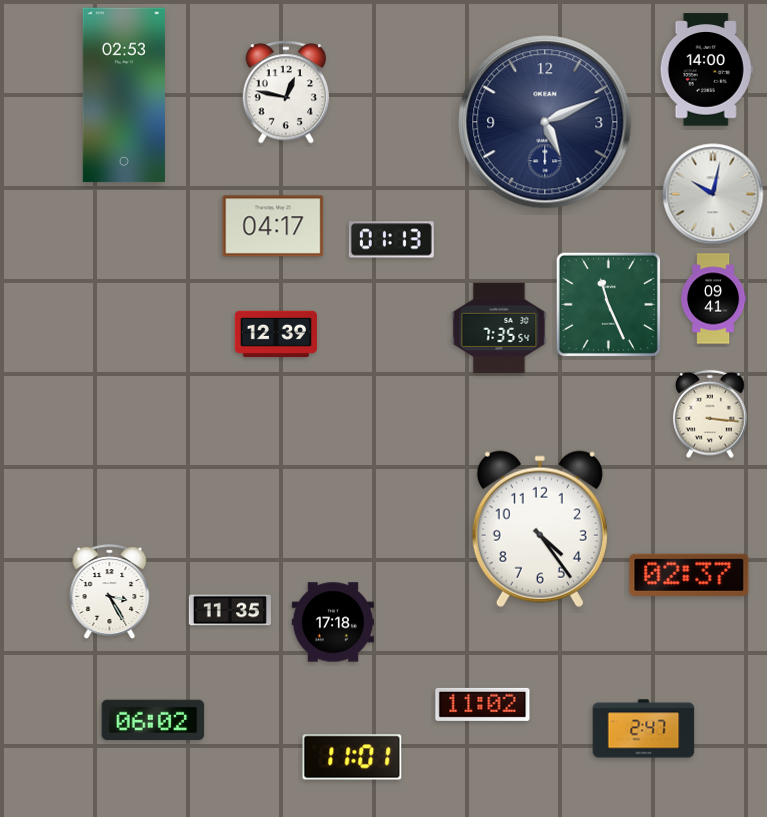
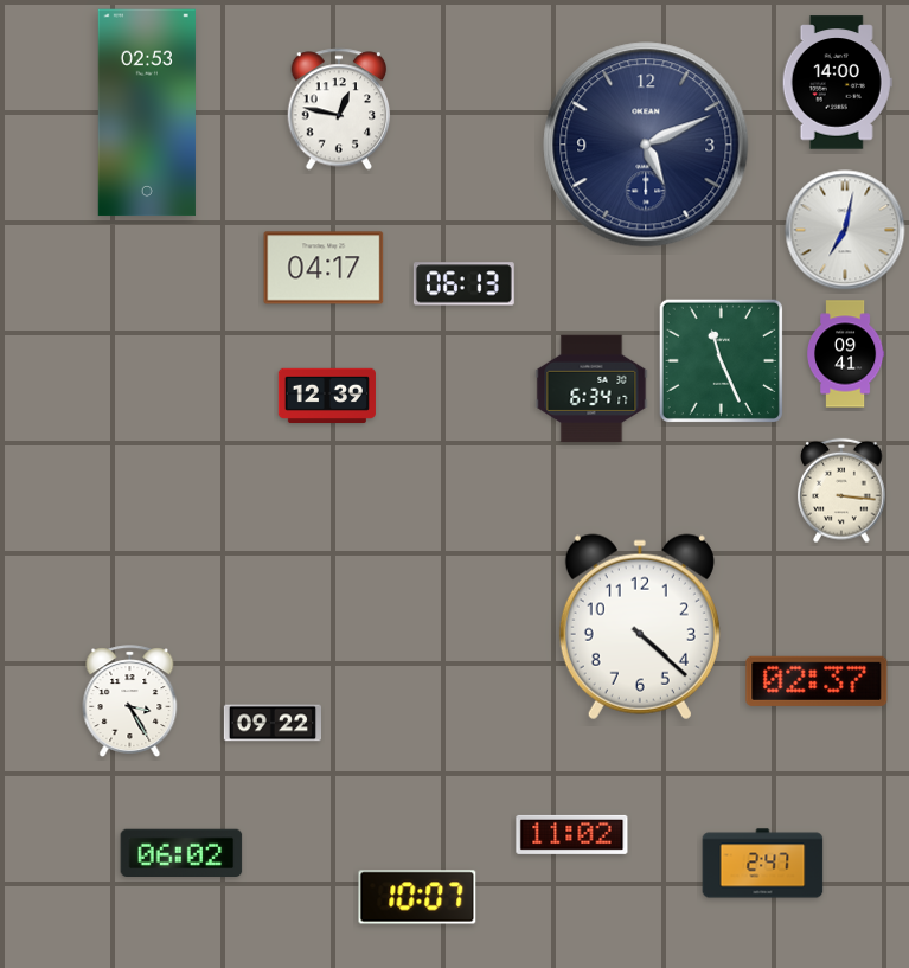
clock at (713, 194): 10:02 -> 7:02
clock at (391, 240): 01:13 -> 06:13
clock at (499, 328): 7:35 -> 6:34
clock at (540, 529): 4:24 -> 4:22
clock at (229, 610): 11:35 -> 09:22
clock at (333, 622): 17:18 -> none
clock at (352, 757): 11:01 -> 10:07
